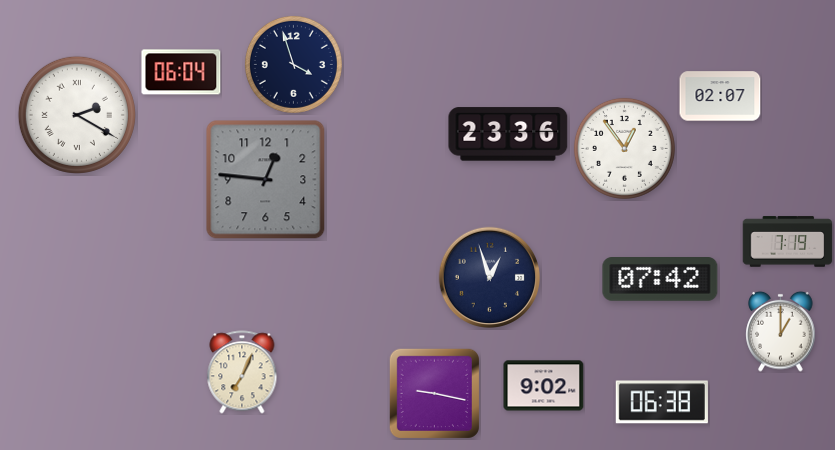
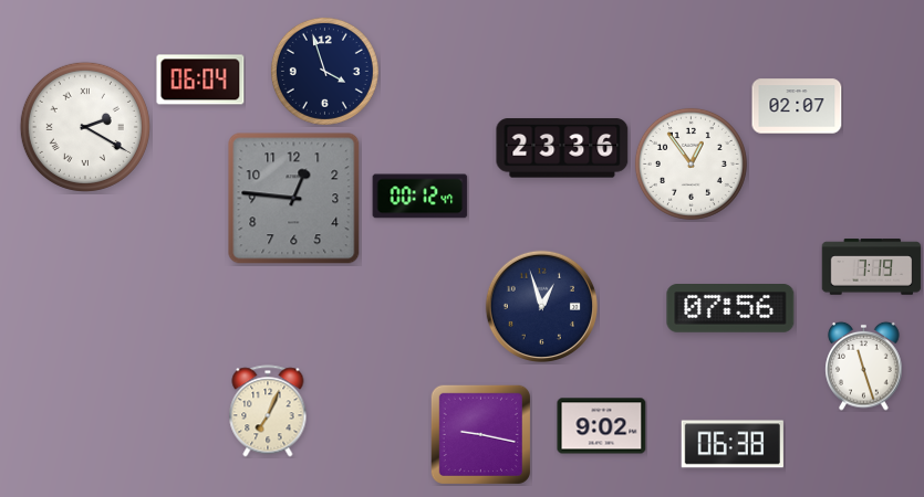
clock at (421, 197): none -> 00:12
clock at (660, 280): 07:42 -> 07:56
clock at (781, 331): 1:00 -> 11:27
